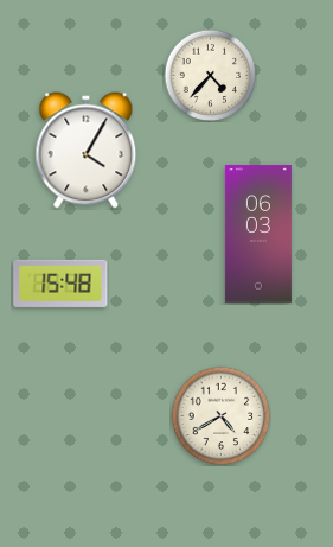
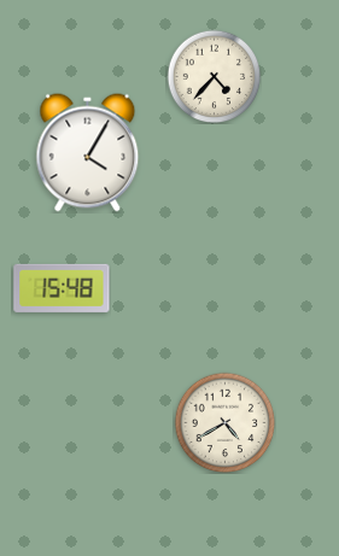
clock at (258, 234): 06:03 -> none
